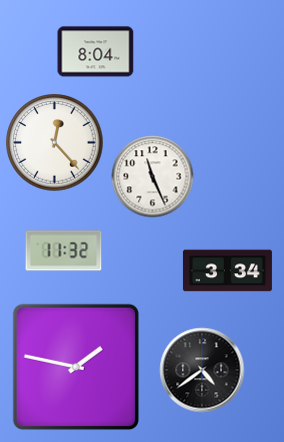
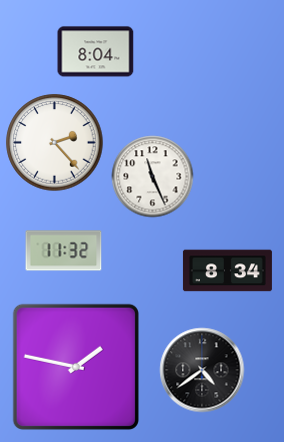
clock at (55, 143): 12:23 -> 2:23
clock at (227, 271): 3:34 -> 8:34
